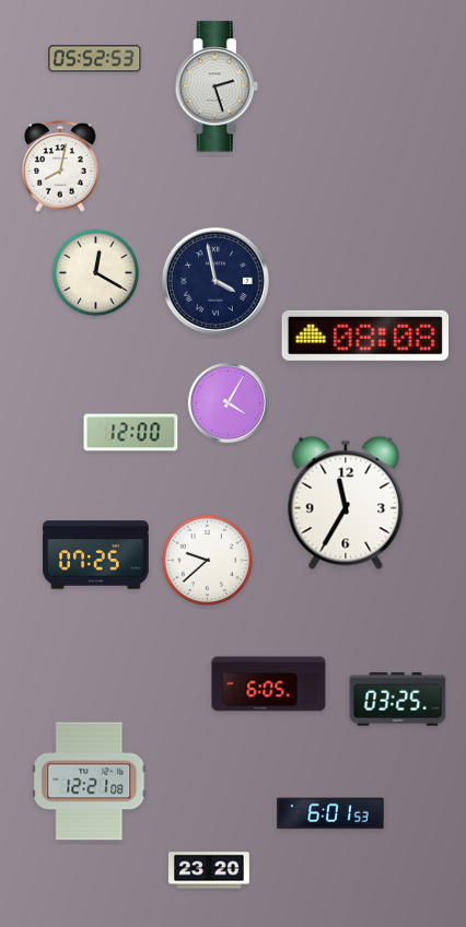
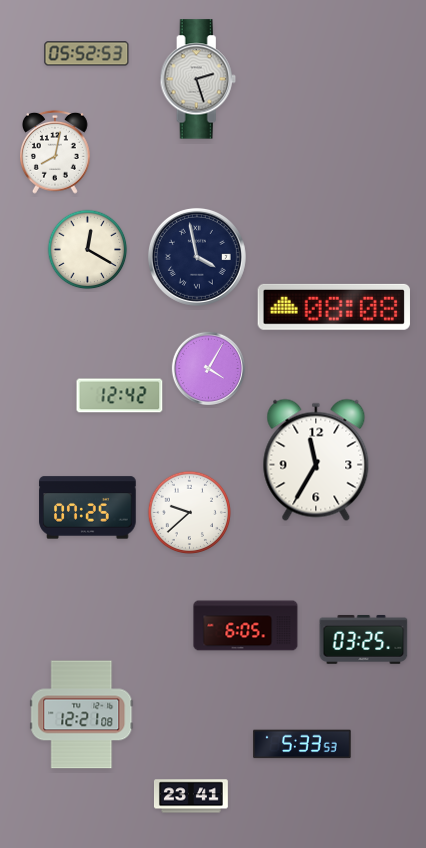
clock at (131, 433): 12:00 -> 12:42
clock at (330, 813): 6:01 -> 5:33
clock at (209, 870): 23:20 -> 23:41
